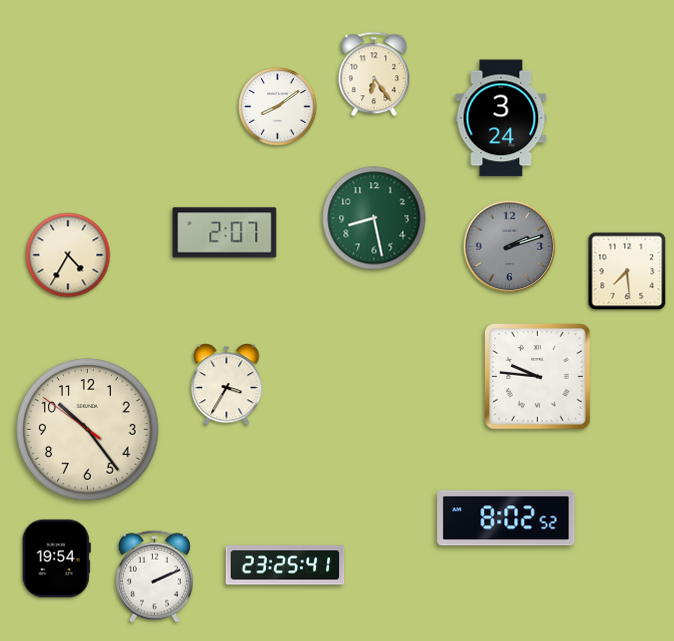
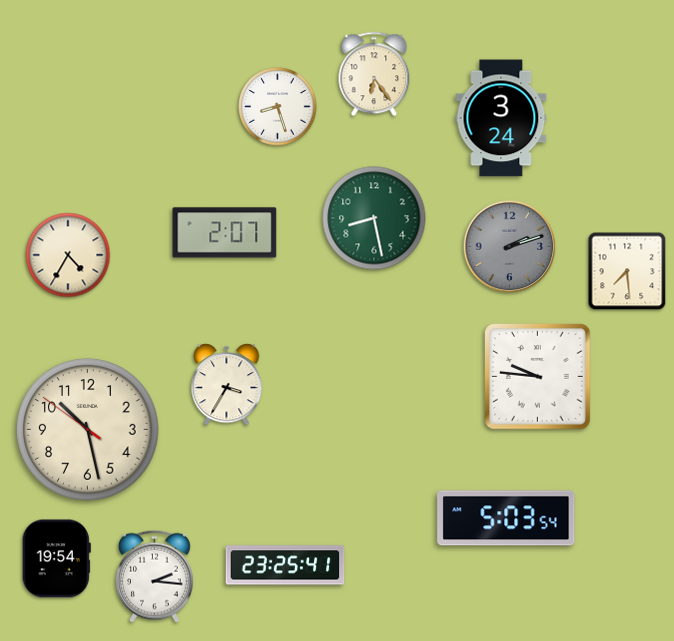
clock at (278, 107): 8:09 -> 8:27
clock at (88, 430): 10:23 -> 10:27
clock at (506, 518): 8:02 -> 5:03
clock at (155, 576): 2:11 -> 2:16
